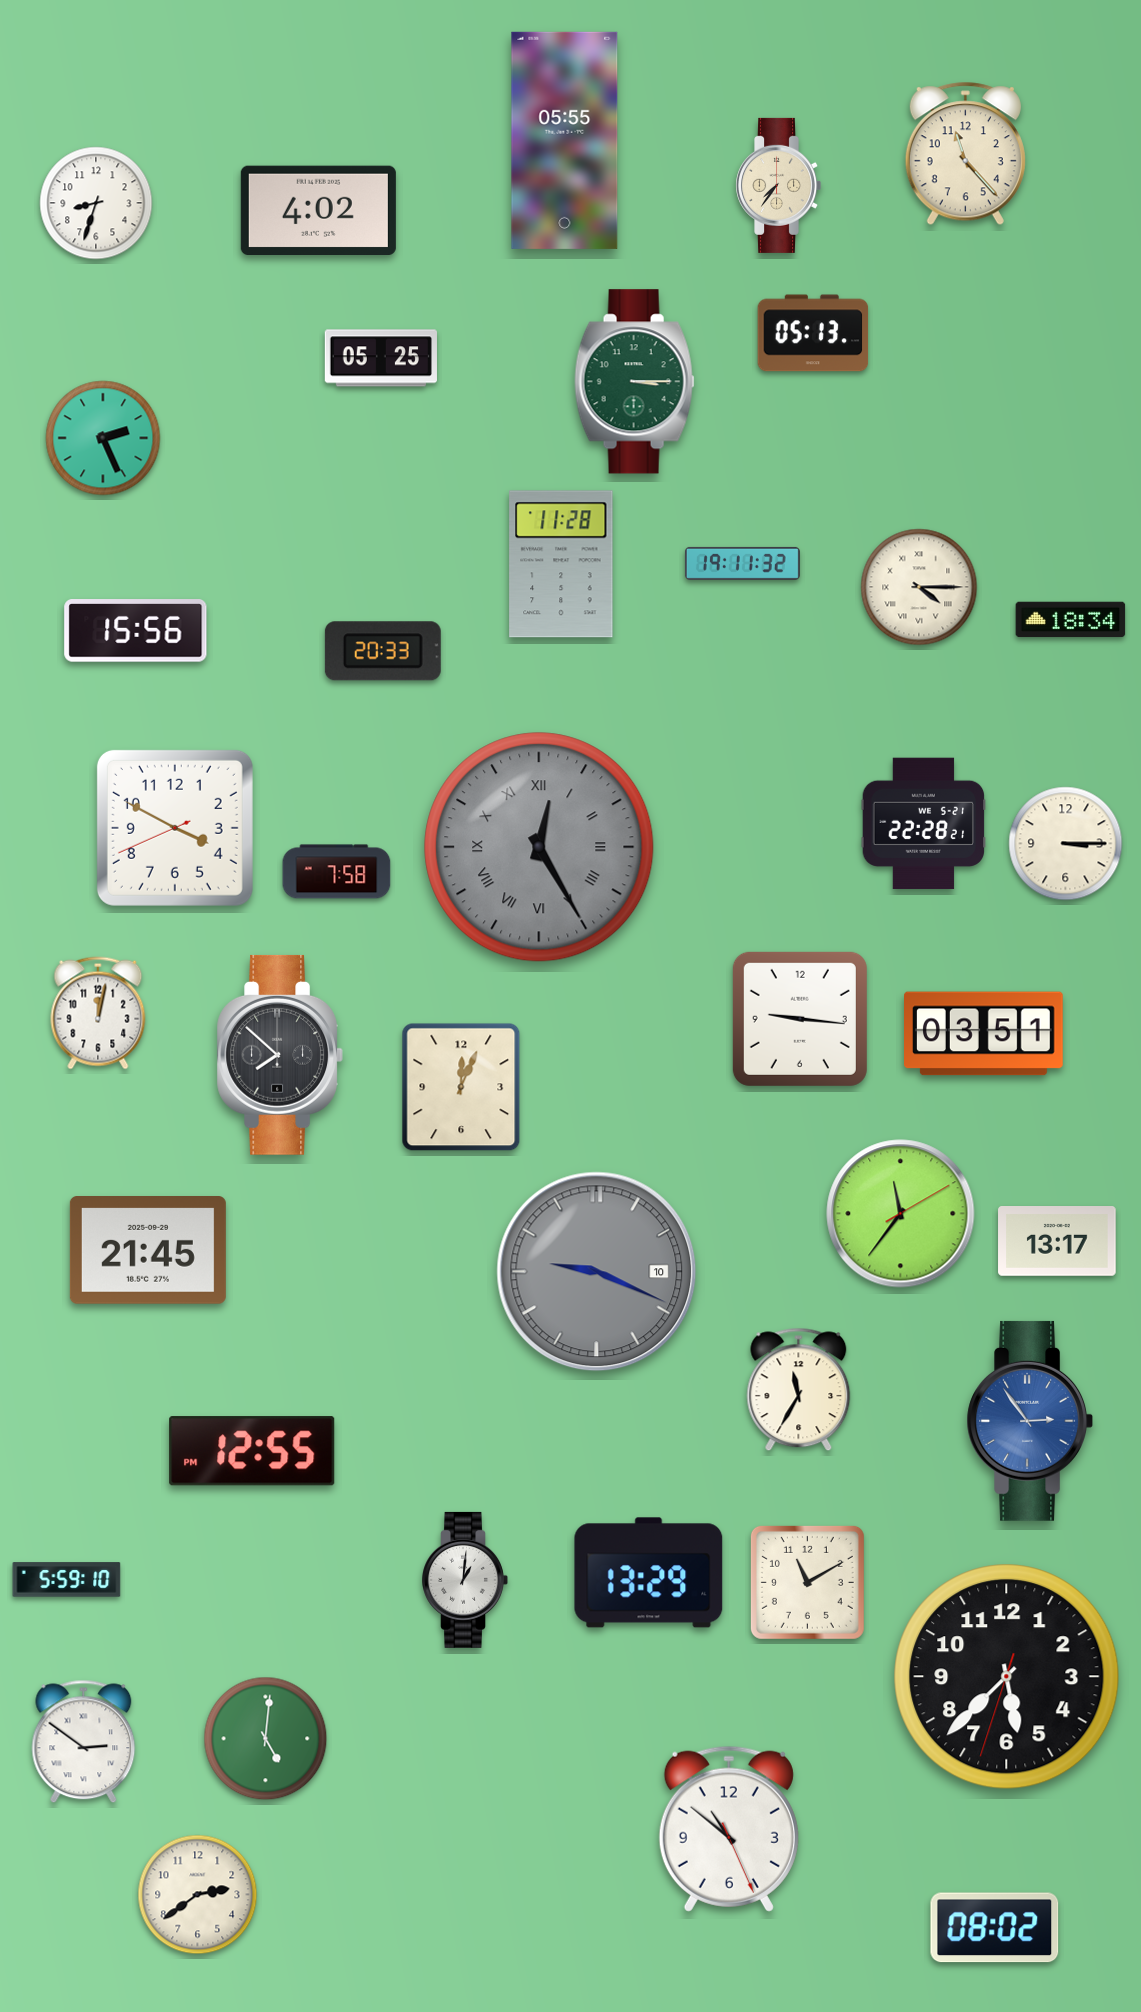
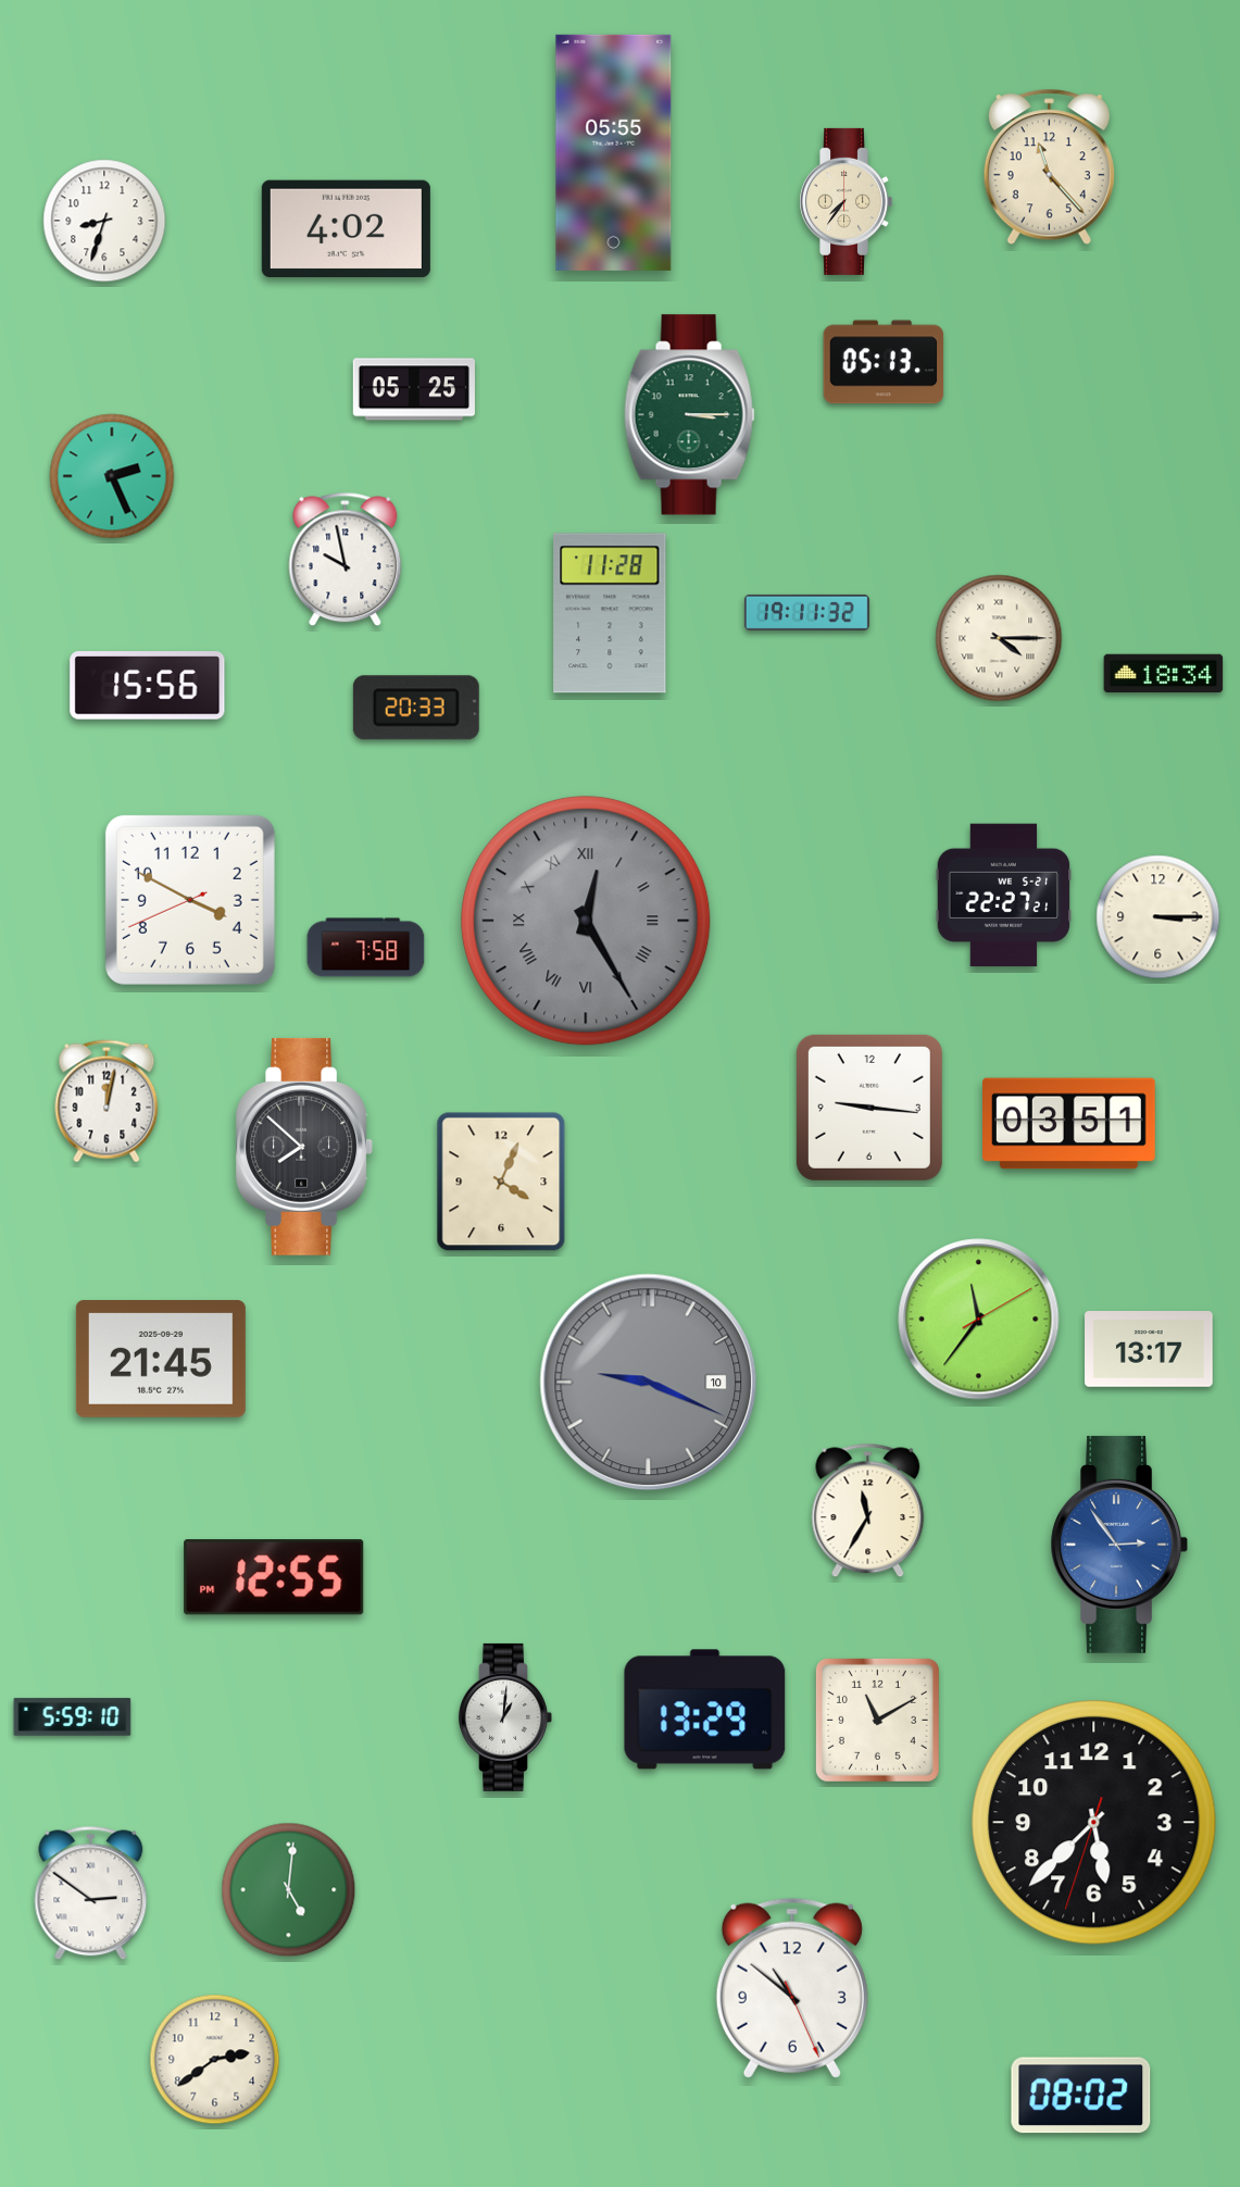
clock at (346, 560): none -> 9:58
clock at (924, 824): 22:28 -> 22:27
clock at (461, 1087): 12:04 -> 4:04
